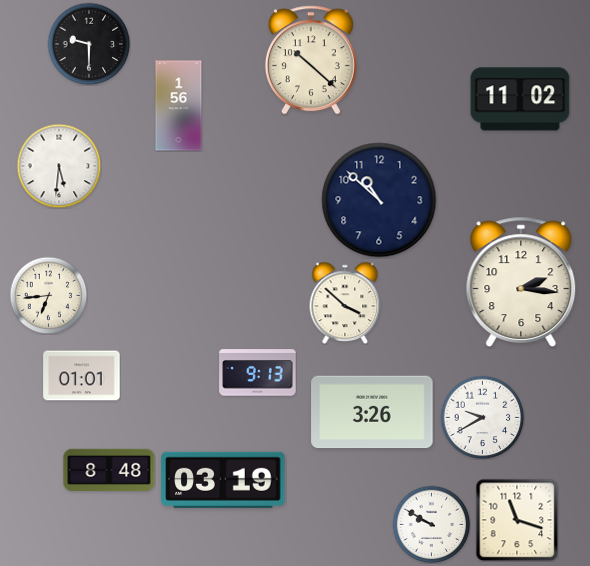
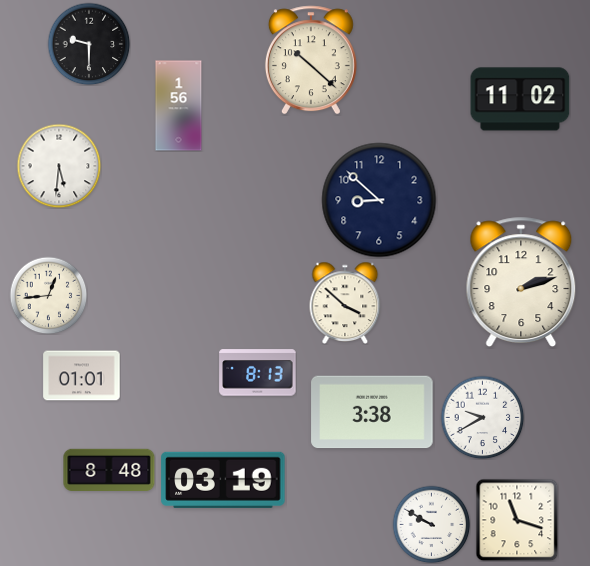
clock at (379, 200): 10:52 -> 8:52
clock at (521, 282): 2:16 -> 2:12
clock at (48, 295): 6:44 -> 12:44
clock at (258, 373): 9:13 -> 8:13
clock at (372, 412): 3:26 -> 3:38
